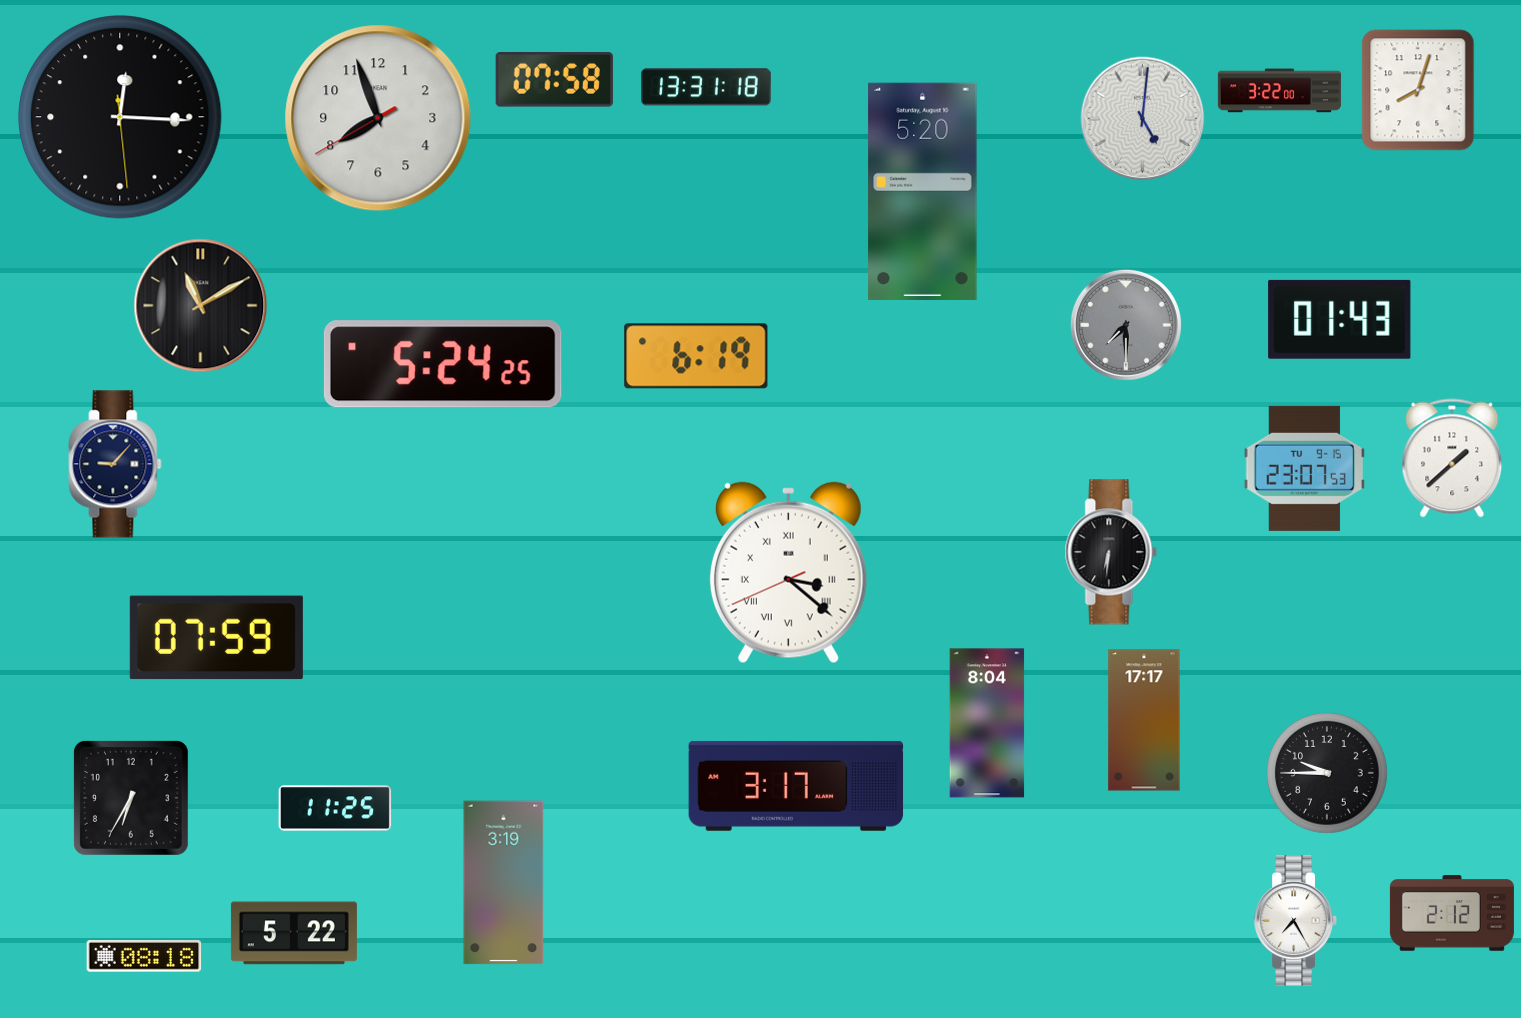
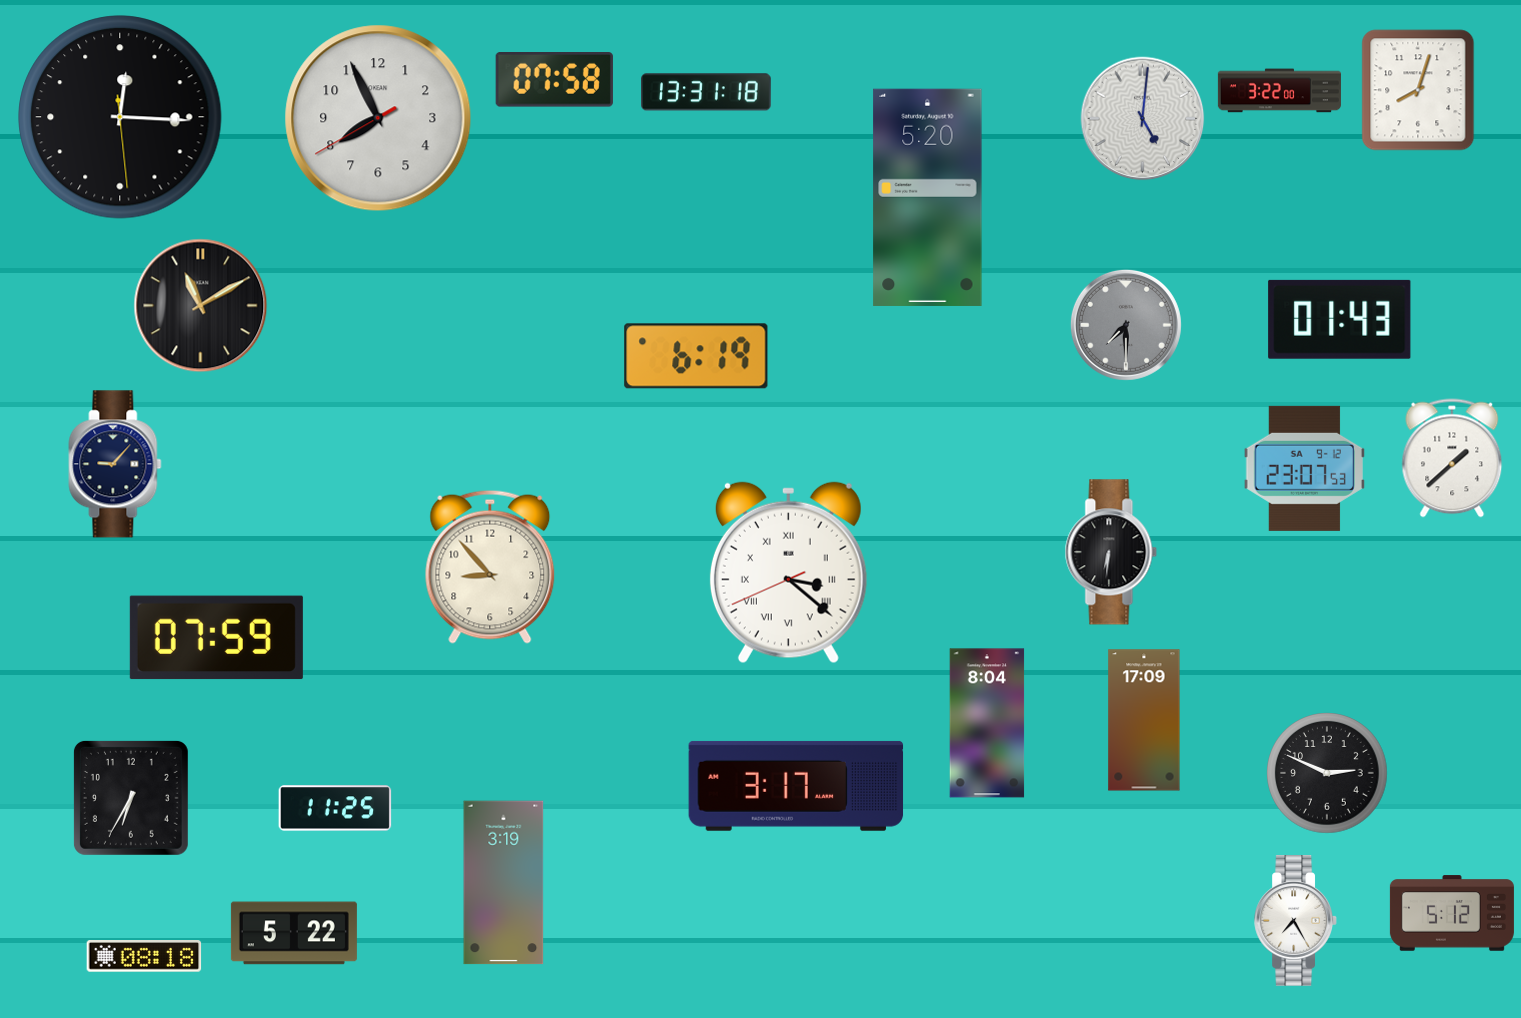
clock at (707, 87) position: (707, 87) -> (707, 92)
clock at (378, 118): 7:56 -> 7:55
clock at (923, 191) position: (923, 191) -> (928, 197)
clock at (443, 364): 5:24 -> none
clock at (1304, 468) date: TU 9-15 -> SA 9-12
clock at (490, 567): none -> 8:53
clock at (1144, 720): 17:17 -> 17:09
clock at (1327, 773): 9:45 -> 2:49
clock at (1452, 913): 2:12 -> 5:12
